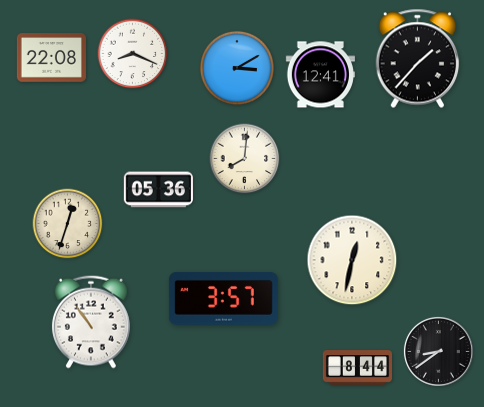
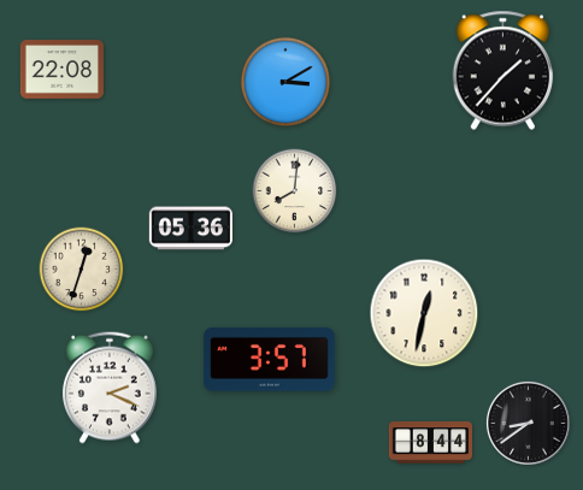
clock at (133, 54): 8:19 -> none
clock at (320, 75): 12:41 -> none
clock at (91, 322): 10:54 -> 2:19
